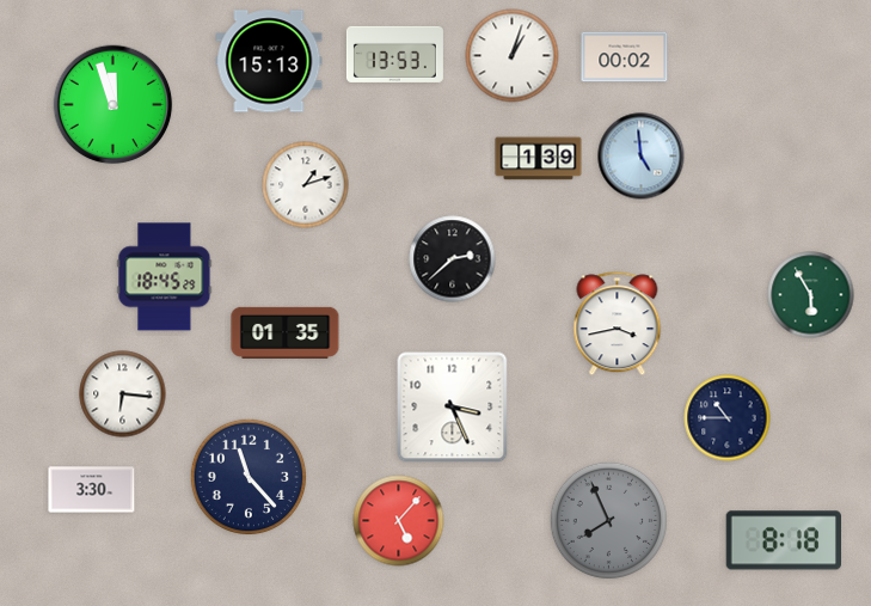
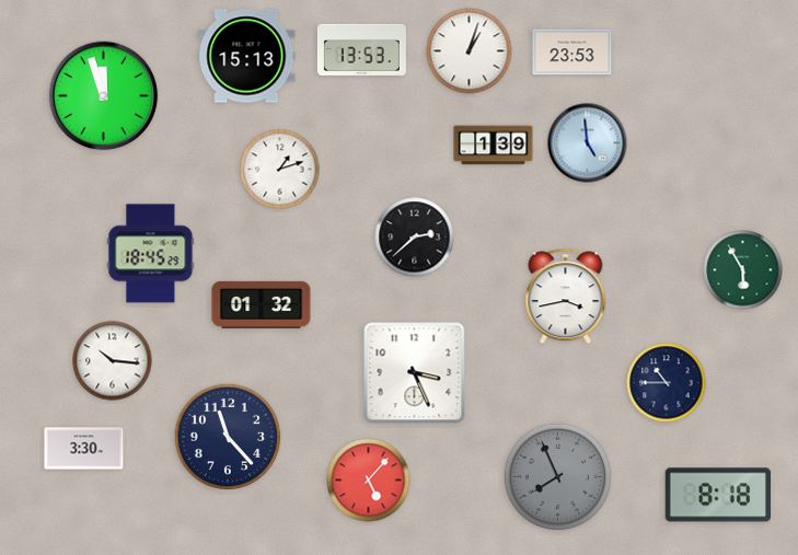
clock at (625, 57): 00:02 -> 23:53
clock at (286, 332): 01:35 -> 01:32
clock at (123, 394): 6:16 -> 10:16
clock at (399, 521) position: (399, 521) -> (369, 481)
